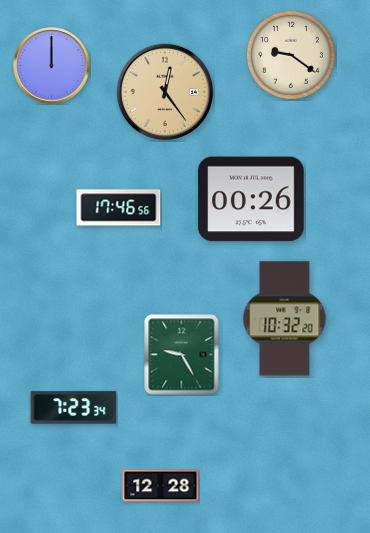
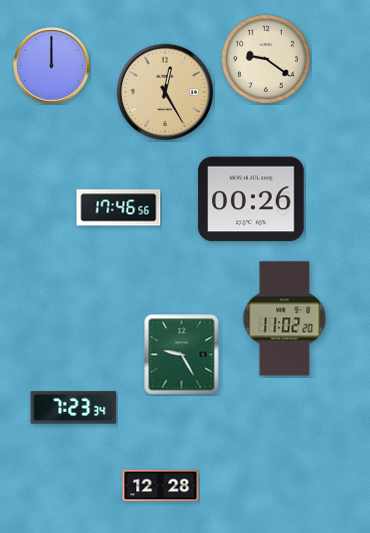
clock at (291, 55) position: (291, 55) -> (266, 59)
clock at (165, 92): 12:24 -> 12:25
clock at (285, 319): 10:32 -> 11:02
